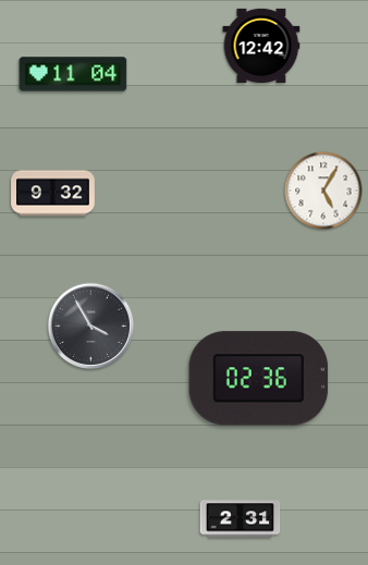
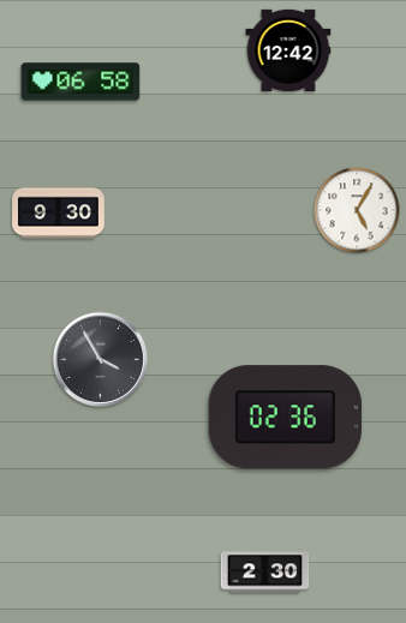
clock at (73, 74): 11:04 -> 06:58
clock at (53, 194): 9:32 -> 9:30
clock at (241, 519): 2:31 -> 2:30
